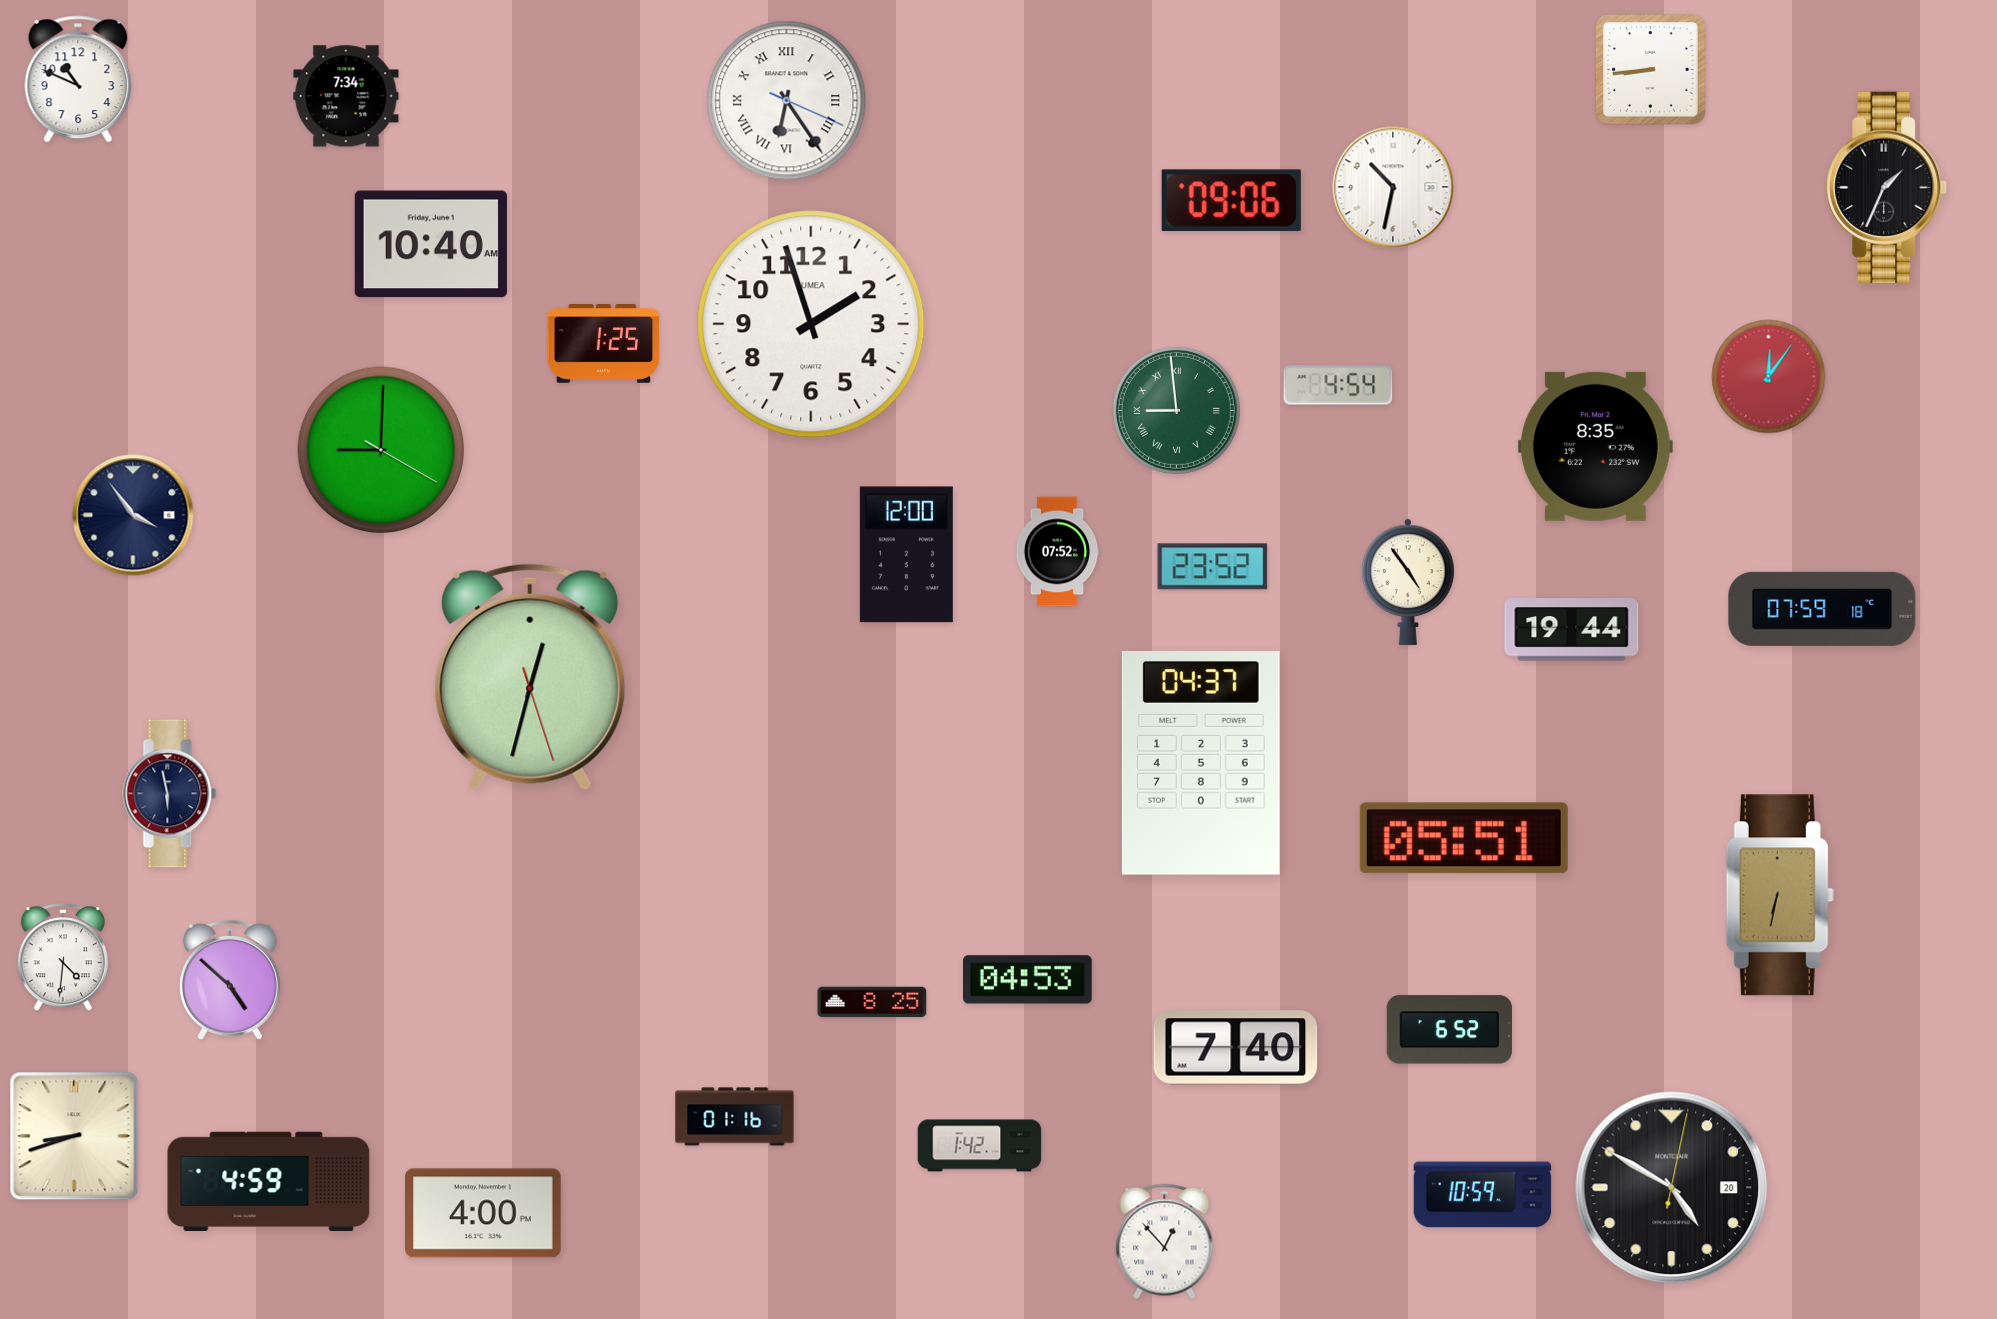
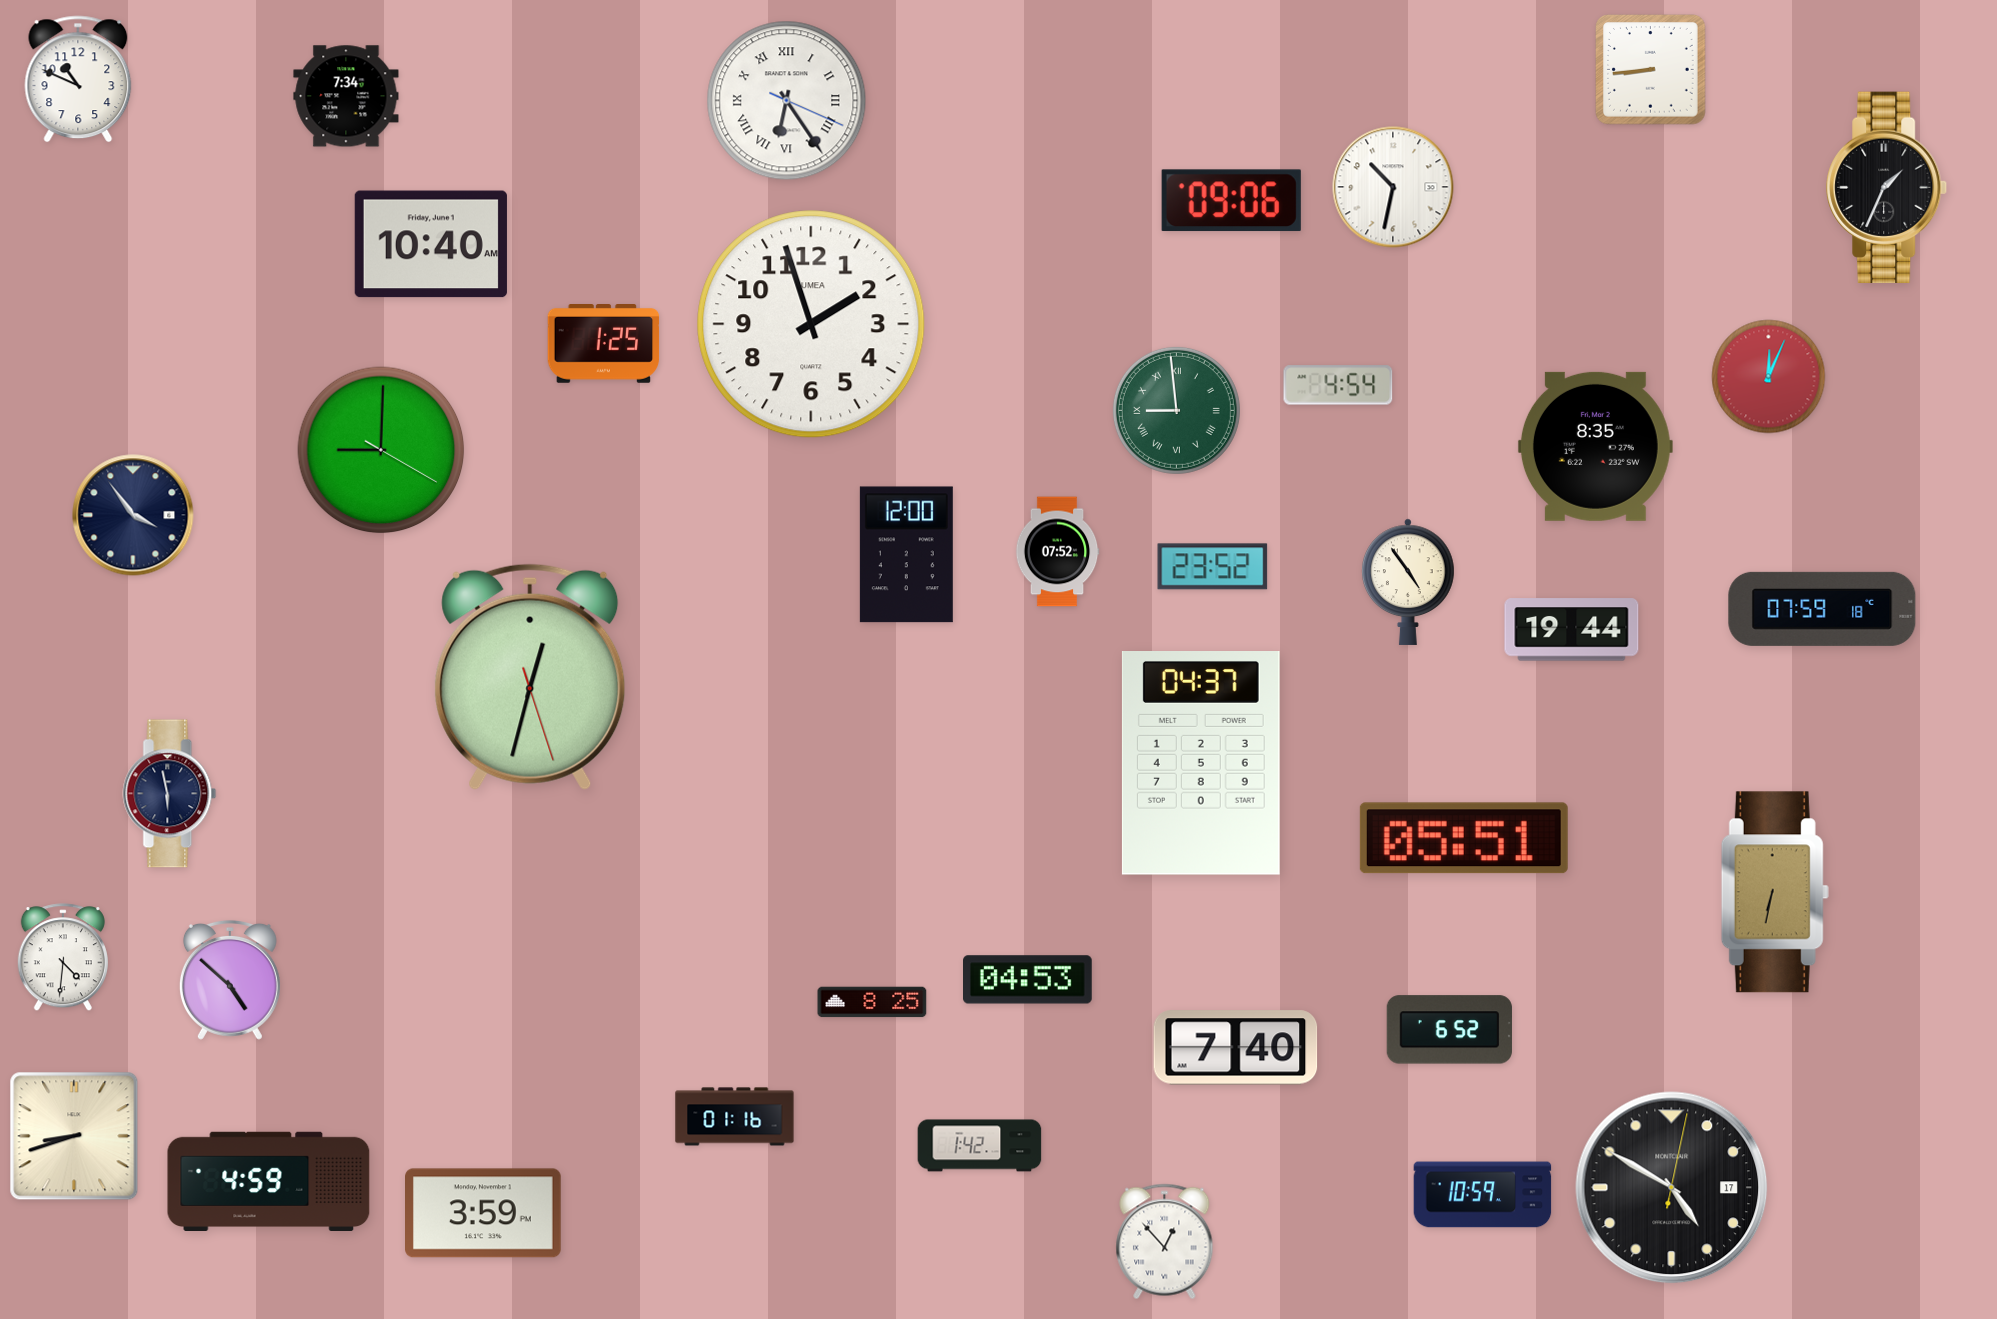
clock at (1769, 377): 12:06 -> 12:04
clock at (1780, 895) position: (1780, 895) -> (1775, 892)
clock at (1672, 1188) date: 20 -> 17
clock at (484, 1213): 4:00 -> 3:59
